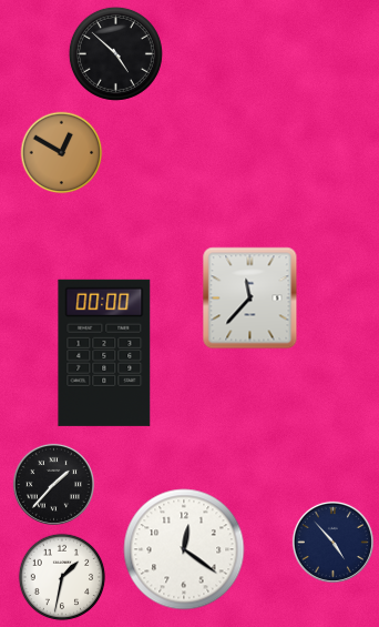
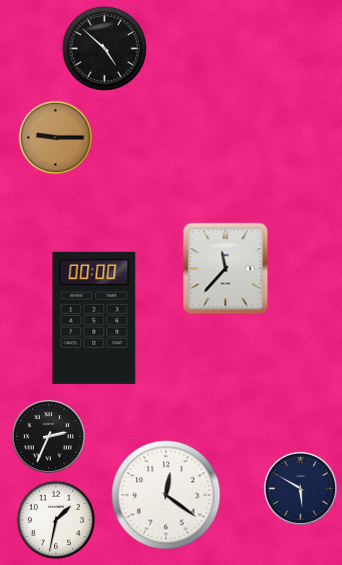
clock at (62, 153): 12:50 -> 9:15
clock at (53, 484): 1:37 -> 2:34
clock at (332, 542): 4:53 -> 5:50
